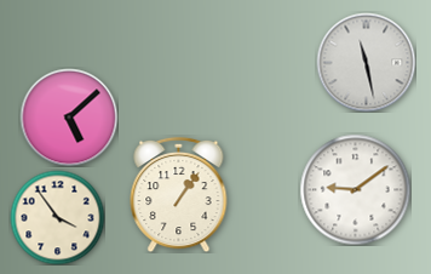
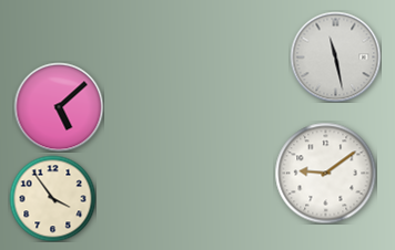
clock at (69, 118) position: (69, 118) -> (59, 107)
clock at (179, 194): 1:06 -> none
